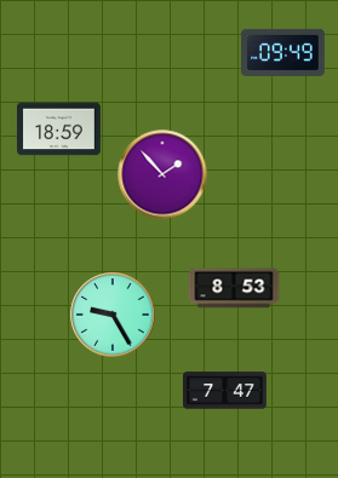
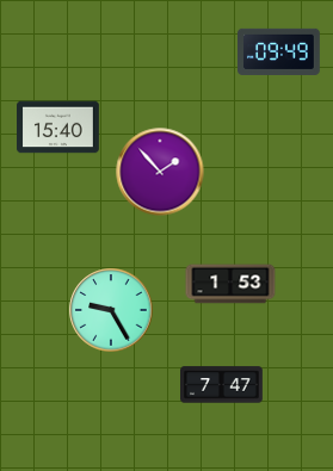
clock at (59, 129): 18:59 -> 15:40
clock at (234, 288): 8:53 -> 1:53
